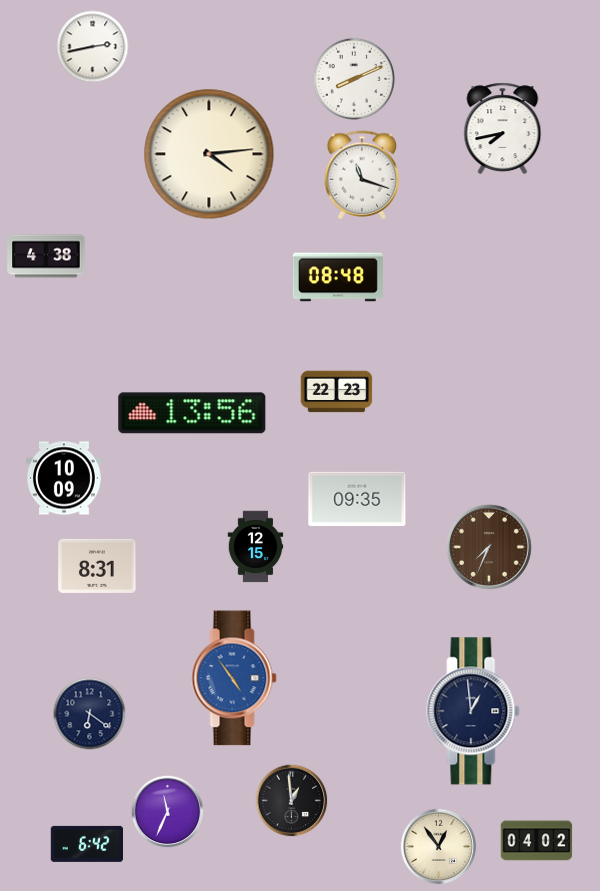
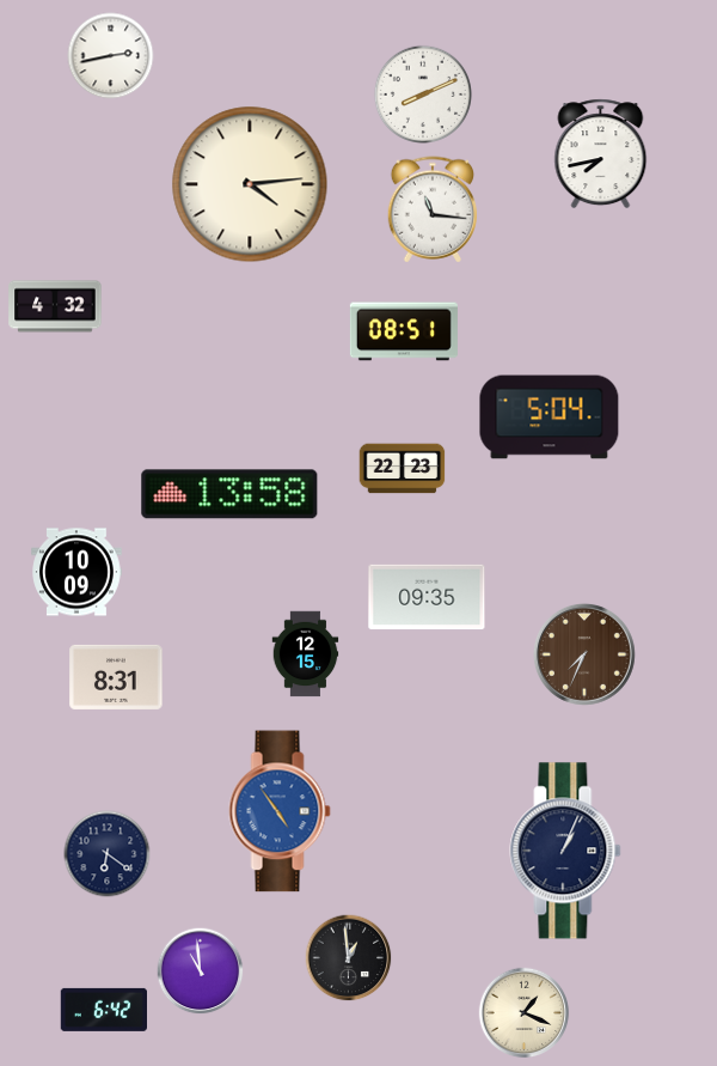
clock at (362, 175): 11:18 -> 11:16
clock at (46, 256): 4:38 -> 4:32
clock at (338, 277): 08:48 -> 08:51
clock at (550, 418): none -> 5:04
clock at (192, 413): 13:56 -> 13:58
clock at (473, 711): 12:59 -> 1:04
clock at (168, 812): 11:34 -> 10:59
clock at (537, 841): 04:02 -> none
clock at (439, 847): 12:54 -> 1:19
